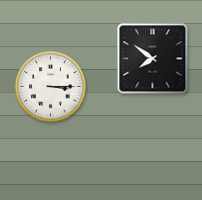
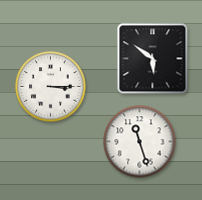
clock at (153, 59): 7:51 -> 5:51
clock at (140, 142): none -> 11:27
